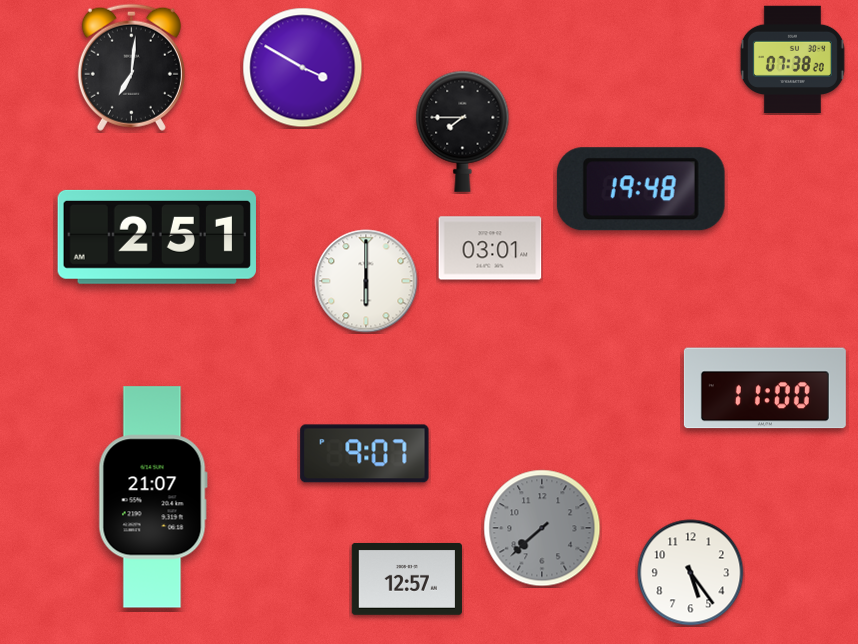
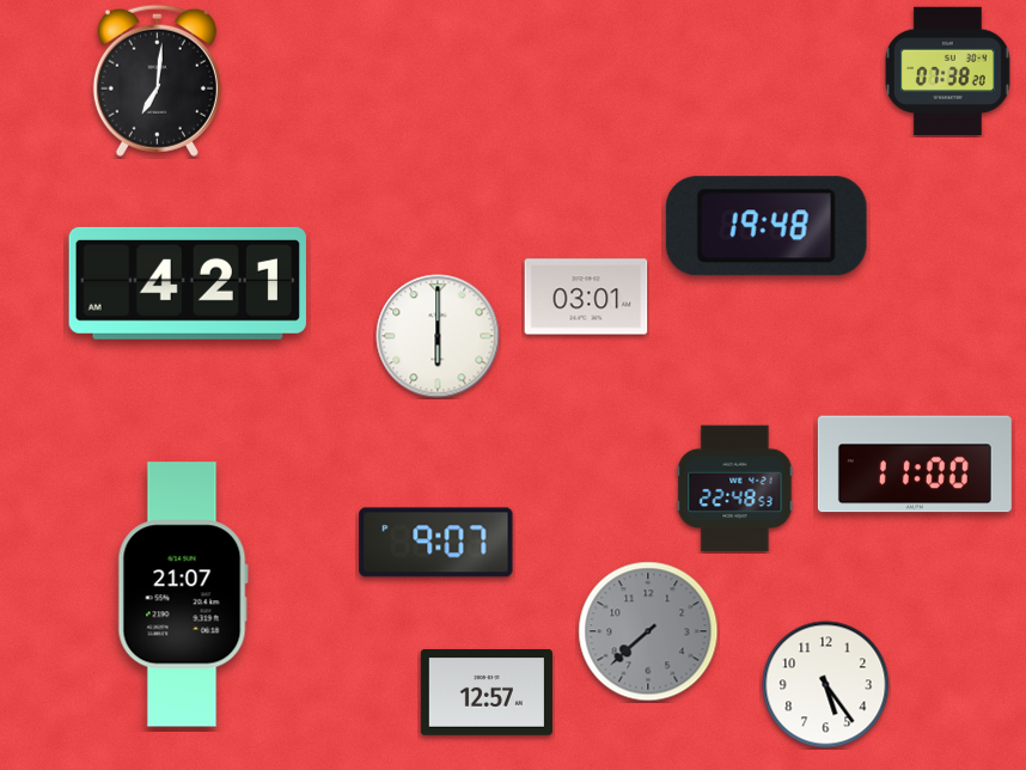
clock at (303, 68): 3:50 -> none
clock at (463, 131): 7:45 -> none
clock at (157, 237): 2:51 -> 4:21
clock at (735, 489): none -> 22:48
